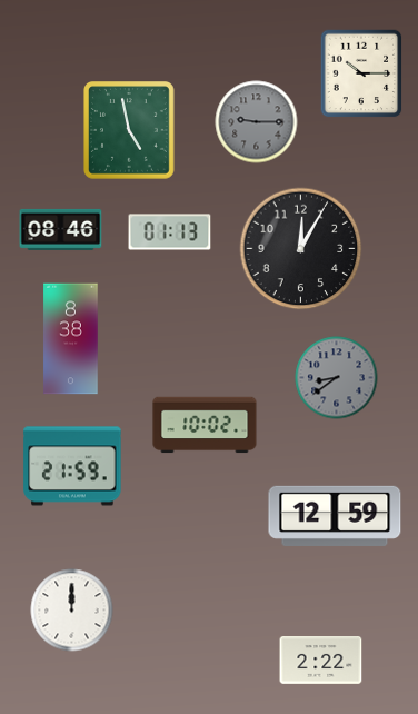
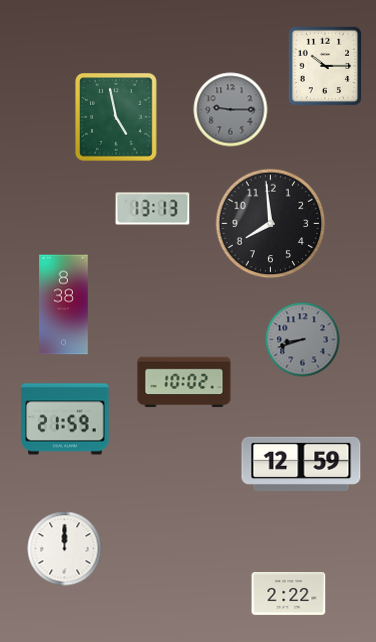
clock at (61, 229): 08:46 -> none
clock at (170, 232): 01:13 -> 13:13
clock at (301, 249): 12:05 -> 7:59
clock at (337, 378): 8:39 -> 8:42
